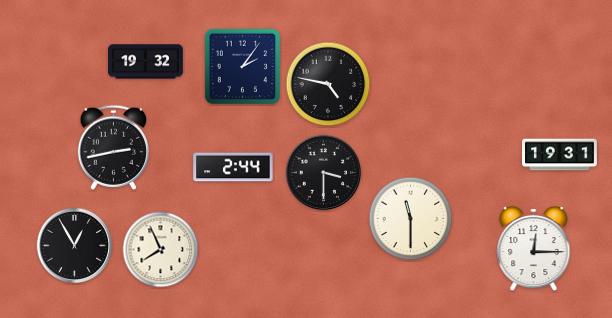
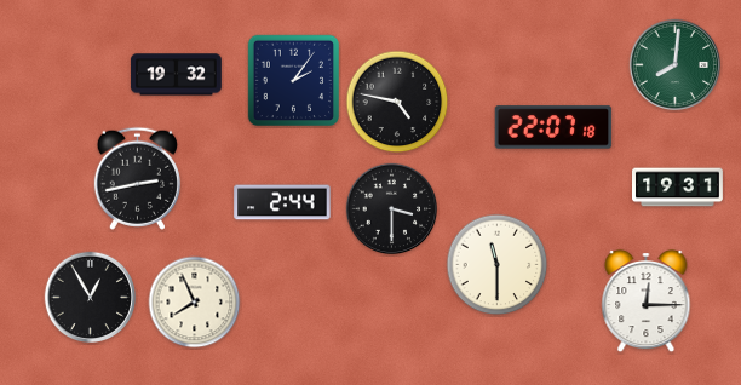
clock at (676, 65): none -> 8:01
clock at (553, 127): none -> 22:07
